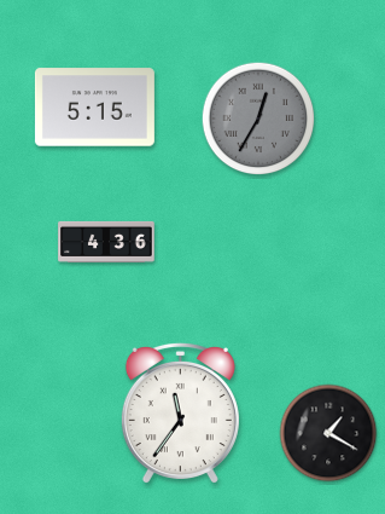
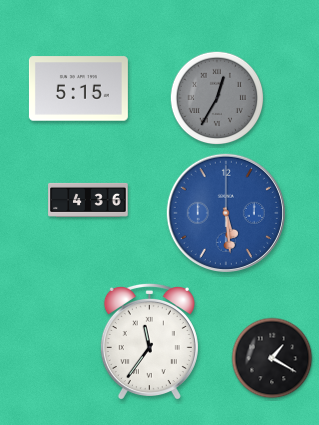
clock at (258, 119) position: (258, 119) -> (217, 98)
clock at (226, 213): none -> 5:29
